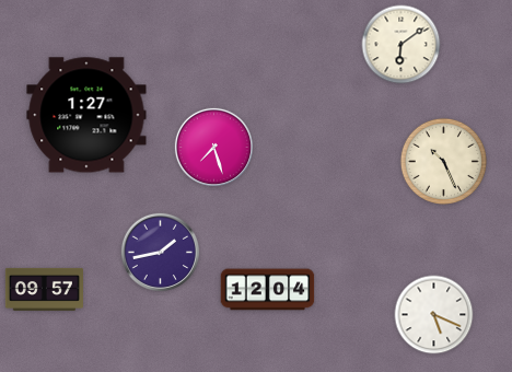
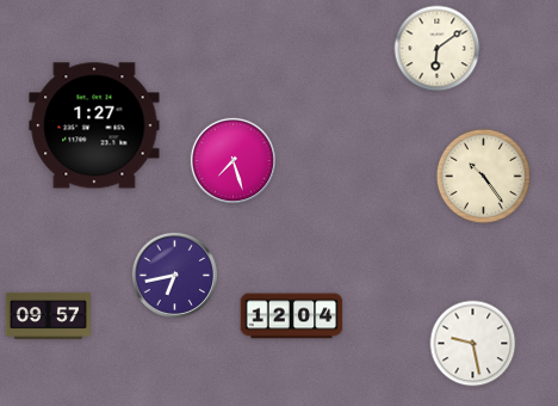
clock at (443, 161): 10:26 -> 10:24
clock at (160, 252): 1:43 -> 6:43
clock at (434, 315): 5:19 -> 9:28
